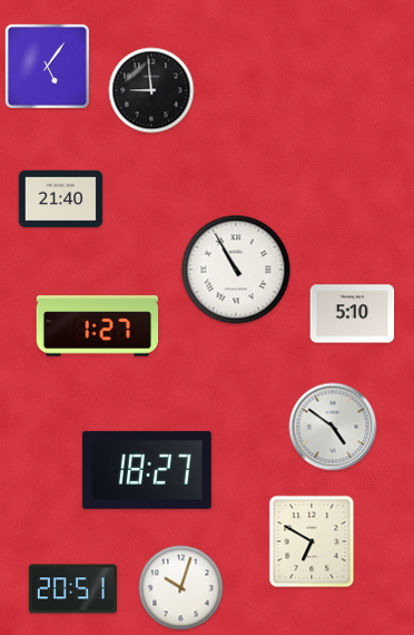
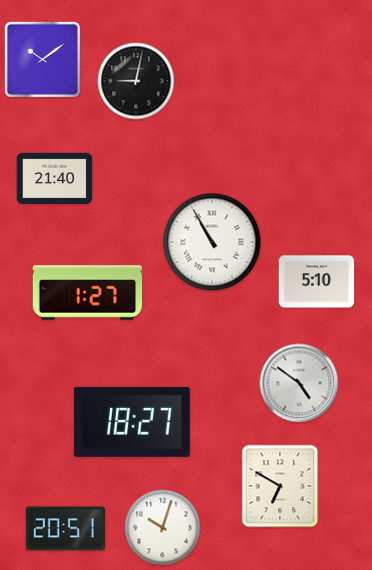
clock at (47, 66): 5:06 -> 10:09
clock at (151, 90): 8:59 -> 9:02
